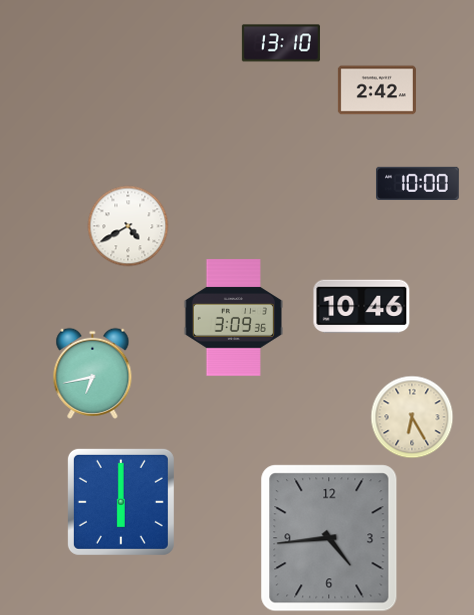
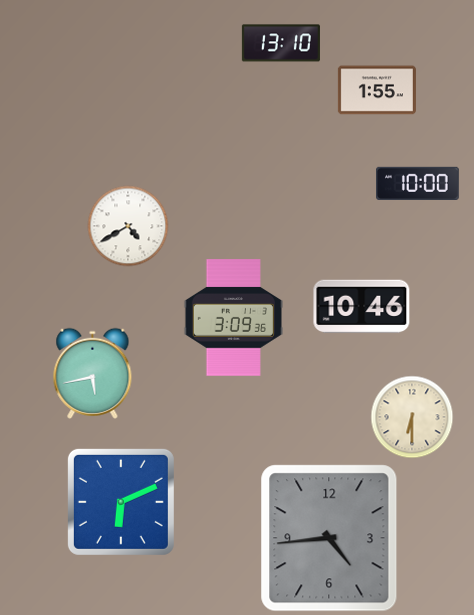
clock at (377, 90): 2:42 -> 1:55
clock at (93, 373): 6:43 -> 5:43
clock at (412, 417): 6:25 -> 6:30
clock at (121, 502): 6:00 -> 6:11
